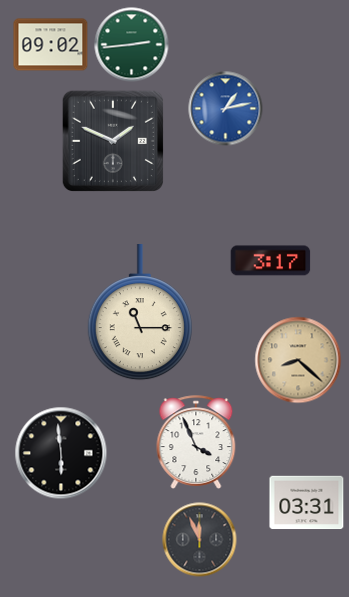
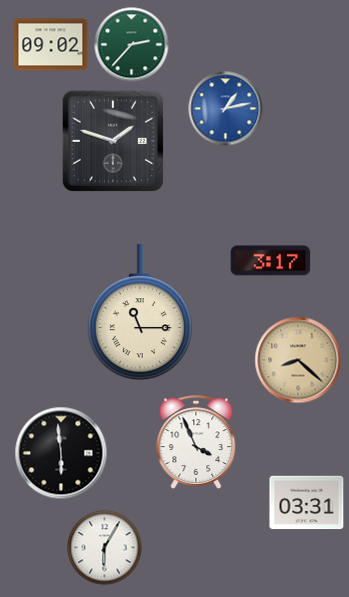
clock at (132, 45): 2:44 -> 2:37
clock at (112, 140): 1:49 -> 1:48
clock at (200, 540): 11:56 -> none
clock at (105, 548): none -> 6:05
